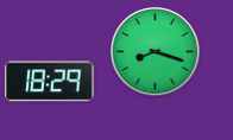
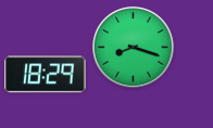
clock at (155, 51) position: (155, 51) -> (133, 47)
